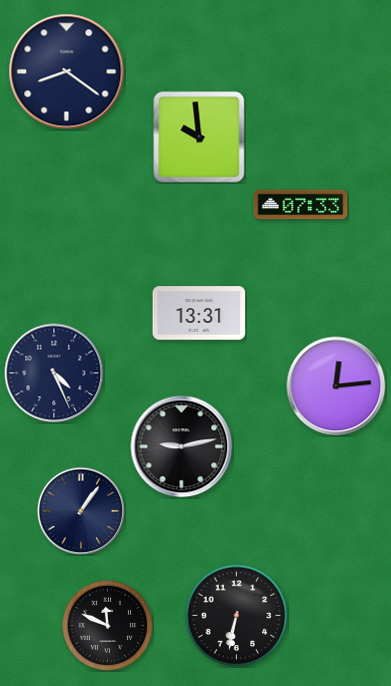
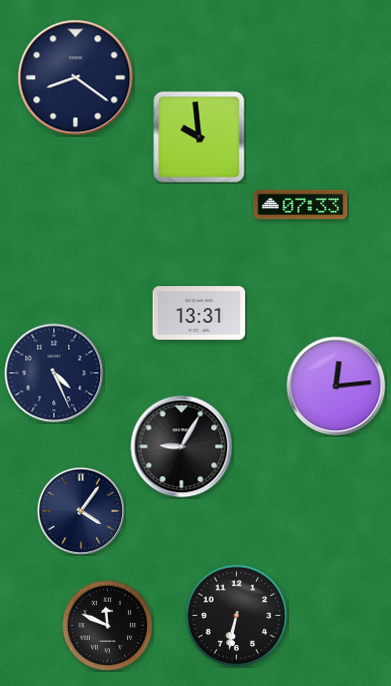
clock at (67, 72) position: (67, 72) -> (76, 78)
clock at (182, 447): 9:13 -> 9:05
clock at (81, 511): 1:06 -> 4:06
